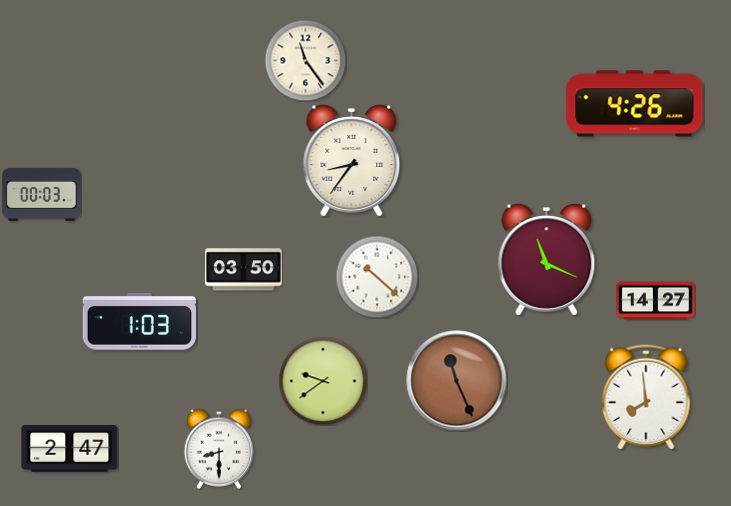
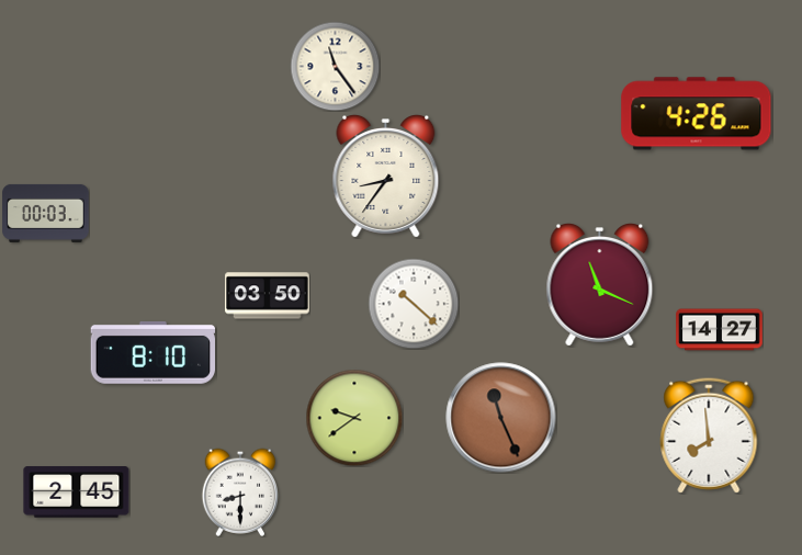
clock at (139, 322): 1:03 -> 8:10
clock at (70, 449): 2:47 -> 2:45
